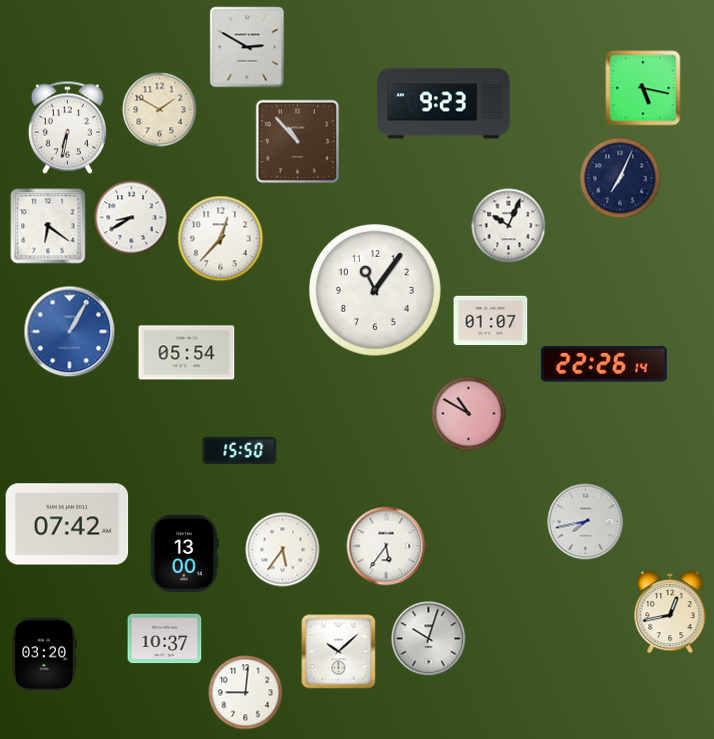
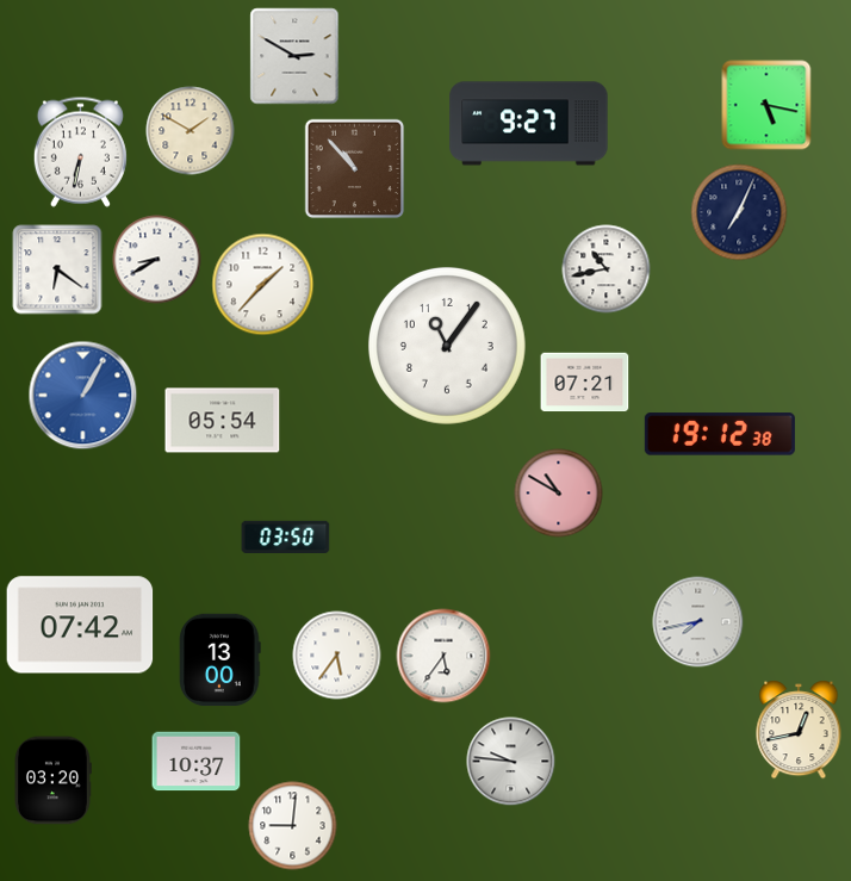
clock at (444, 104): 9:23 -> 9:27
clock at (509, 226): 10:04 -> 10:43
clock at (221, 239): 12:37 -> 1:37
clock at (491, 321): 01:07 -> 07:21
clock at (604, 364): 22:26 -> 19:12
clock at (240, 450): 15:50 -> 03:50
clock at (386, 546) position: (386, 546) -> (443, 656)
clock at (429, 639): 10:03 -> 9:46
clock at (339, 652): 10:08 -> none
